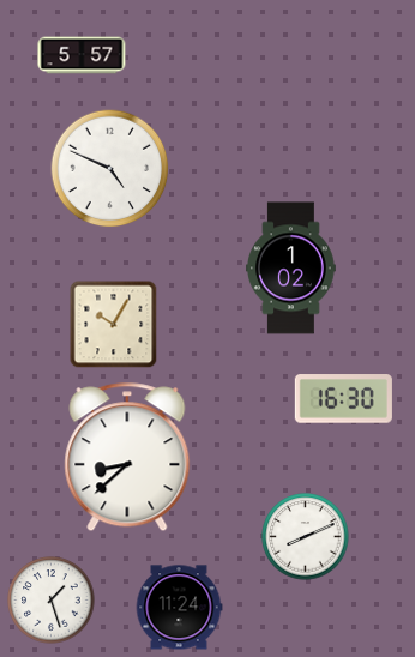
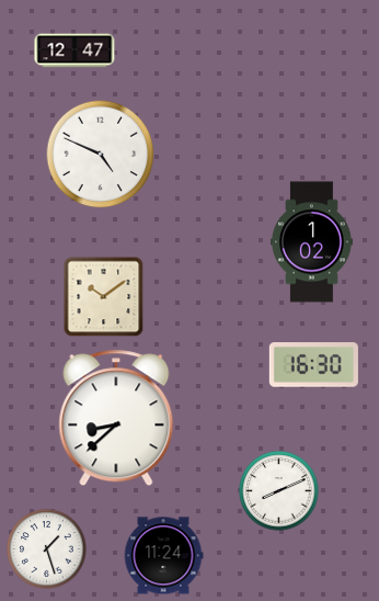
clock at (82, 55): 5:57 -> 12:47
clock at (291, 269) position: (291, 269) -> (312, 242)
clock at (114, 325): 10:05 -> 10:09
